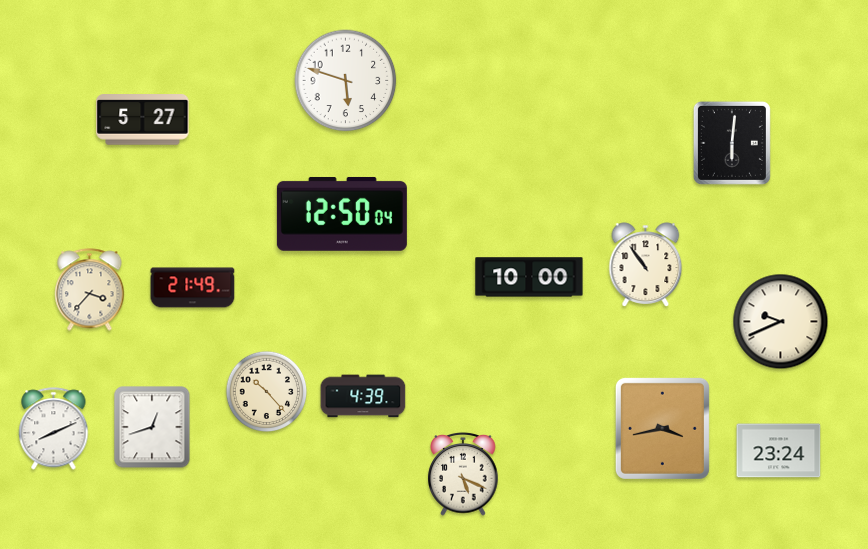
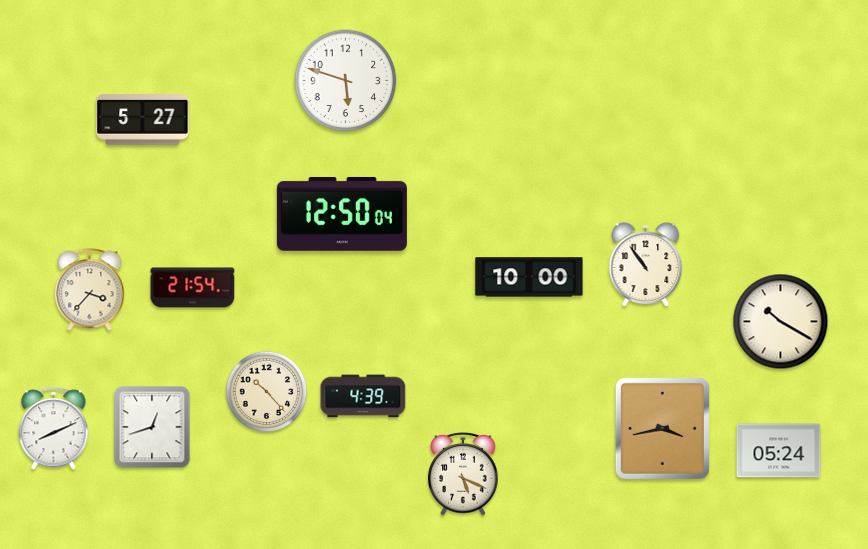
clock at (732, 143): 6:01 -> none
clock at (193, 288): 21:49 -> 21:54
clock at (781, 322): 9:41 -> 10:20
clock at (779, 451): 23:24 -> 05:24
